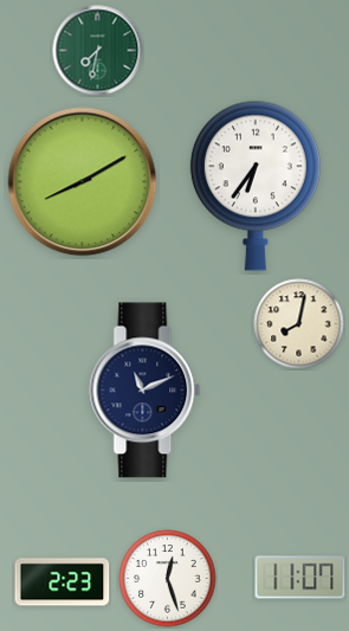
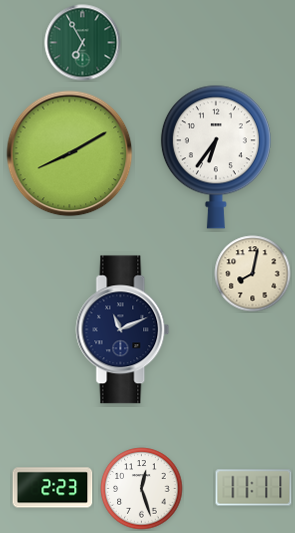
clock at (98, 51): 7:32 -> 6:55
clock at (300, 578): 11:07 -> 11:11
clock at (63, 582) position: (63, 582) -> (53, 488)
